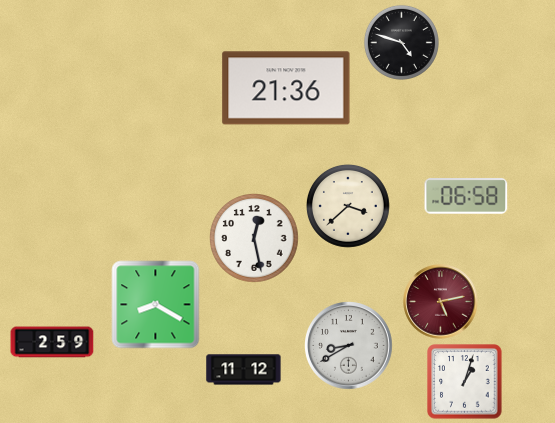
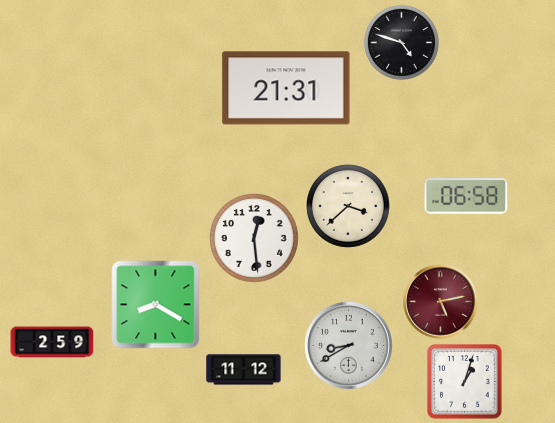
clock at (286, 88): 21:36 -> 21:31
clock at (254, 238): 12:28 -> 12:29
